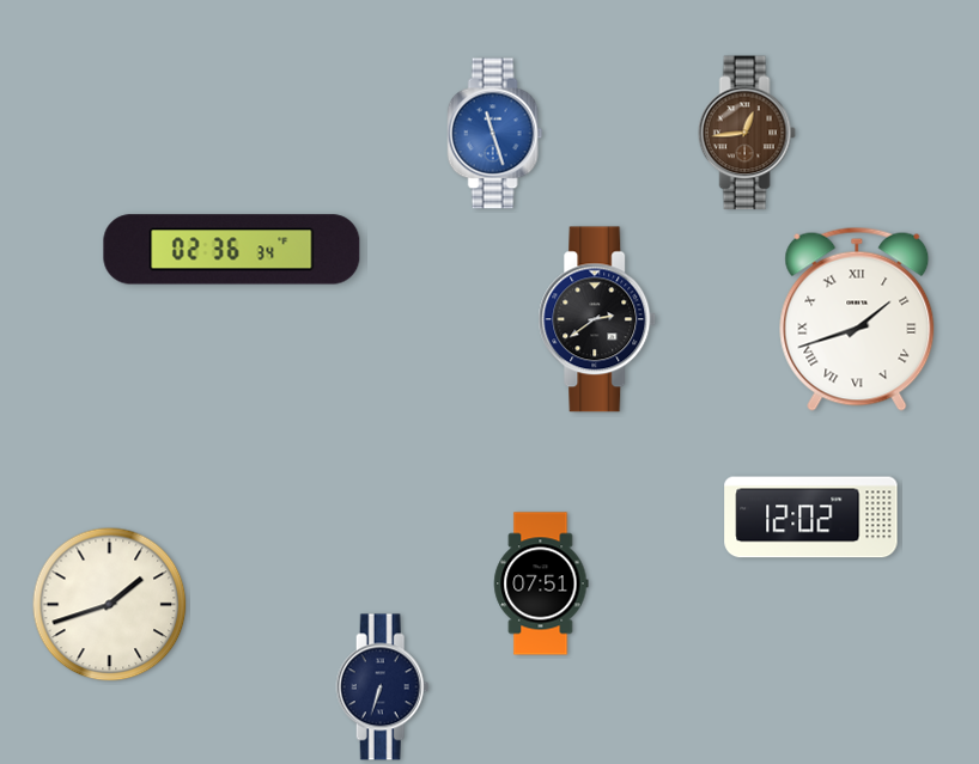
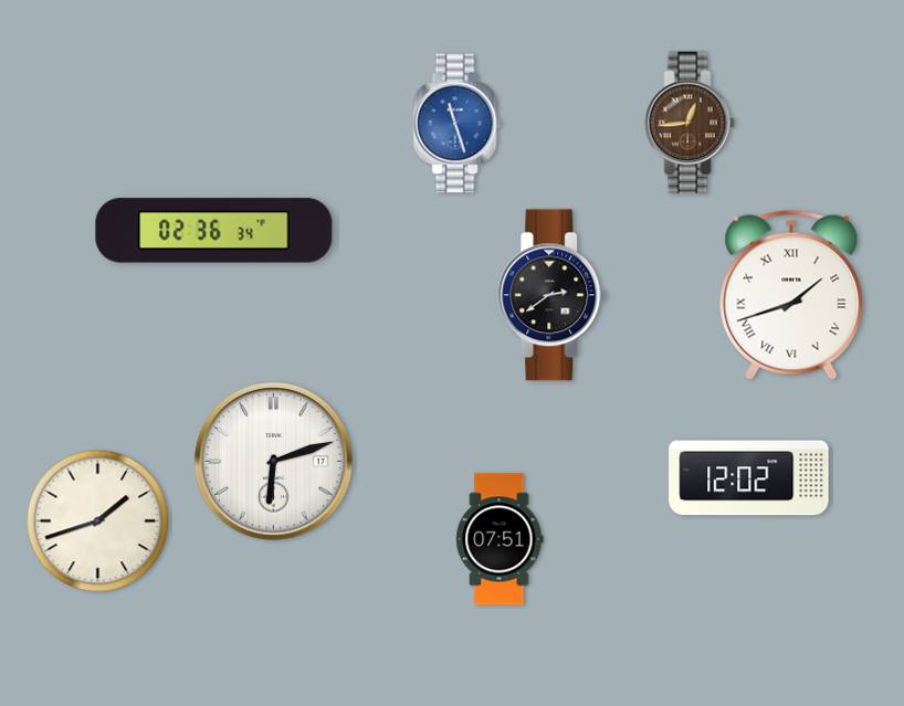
clock at (274, 462): none -> 6:12
clock at (110, 605) position: (110, 605) -> (98, 521)
clock at (383, 687): 6:33 -> none
